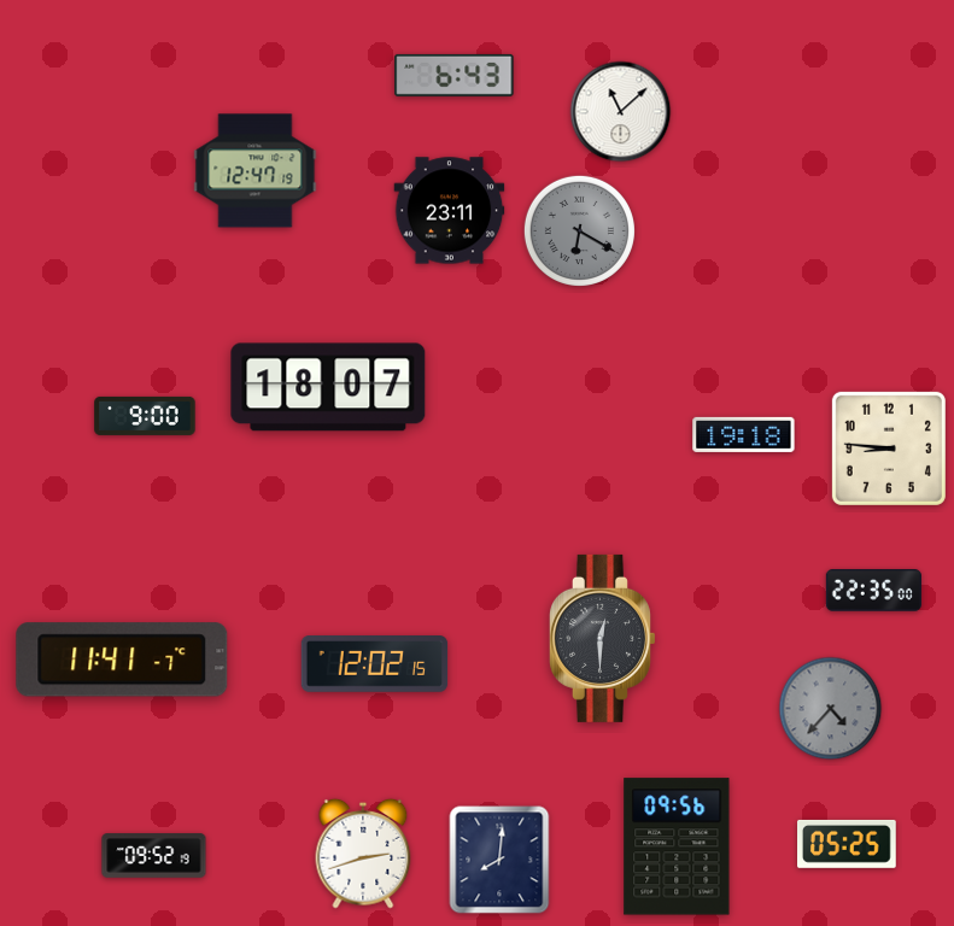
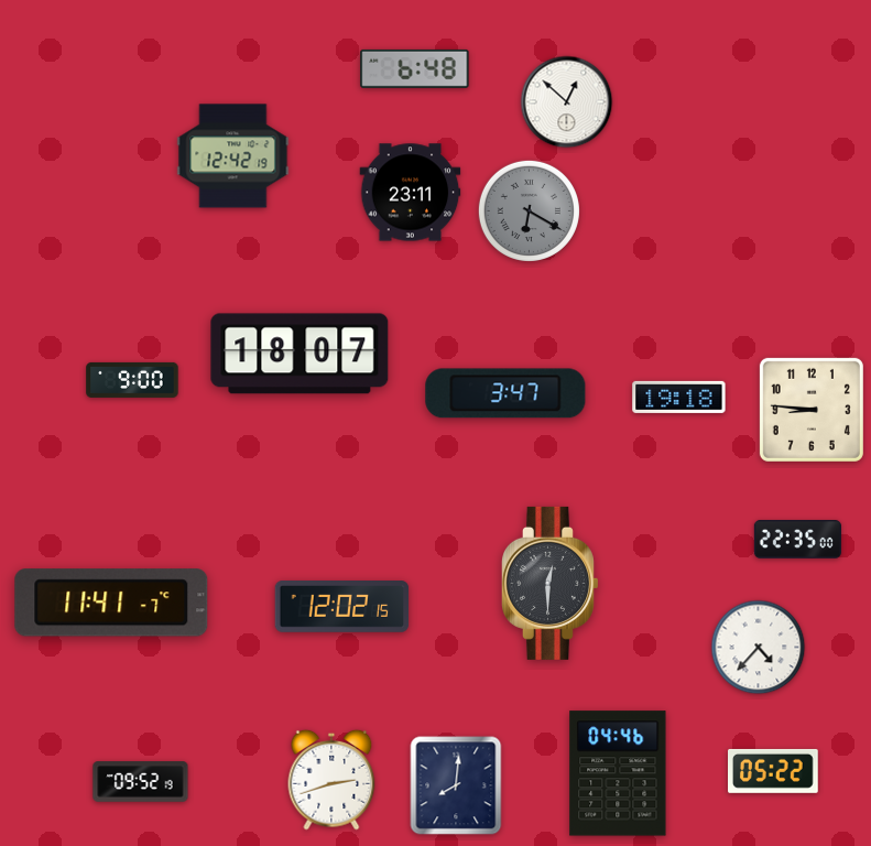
clock at (455, 75): 6:43 -> 6:48
clock at (621, 112): 11:08 -> 12:52
clock at (256, 171): 12:47 -> 12:42
clock at (505, 393): none -> 3:47
clock at (831, 709) dial: grey -> white
clock at (848, 844): 05:25 -> 05:22
clock at (677, 846): 09:56 -> 04:46
